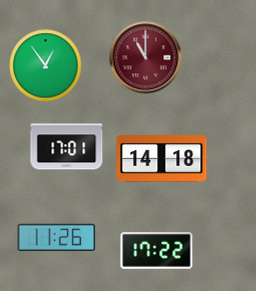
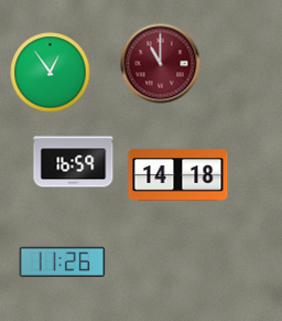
clock at (67, 147): 17:01 -> 16:59
clock at (157, 251): 17:22 -> none
